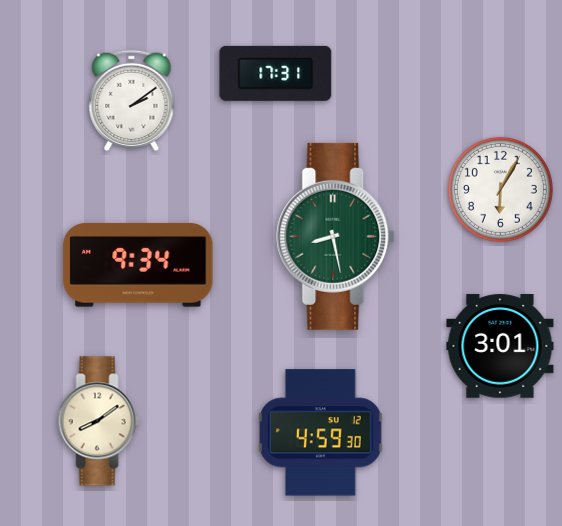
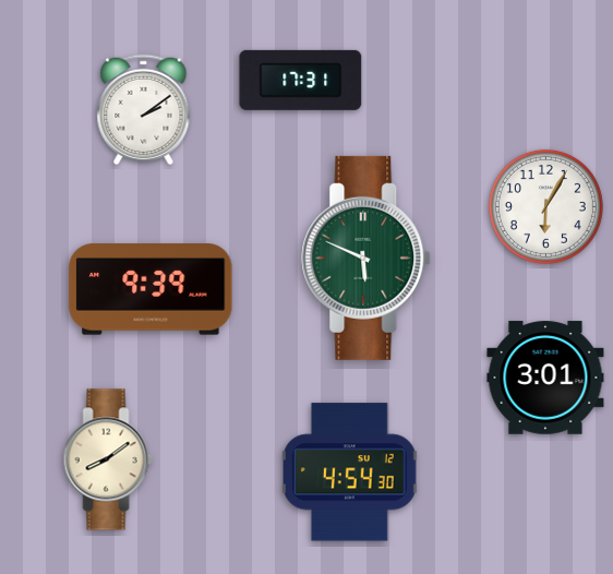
clock at (336, 236): 8:28 -> 5:49
clock at (138, 265): 9:34 -> 9:39
clock at (320, 433): 4:59 -> 4:54
